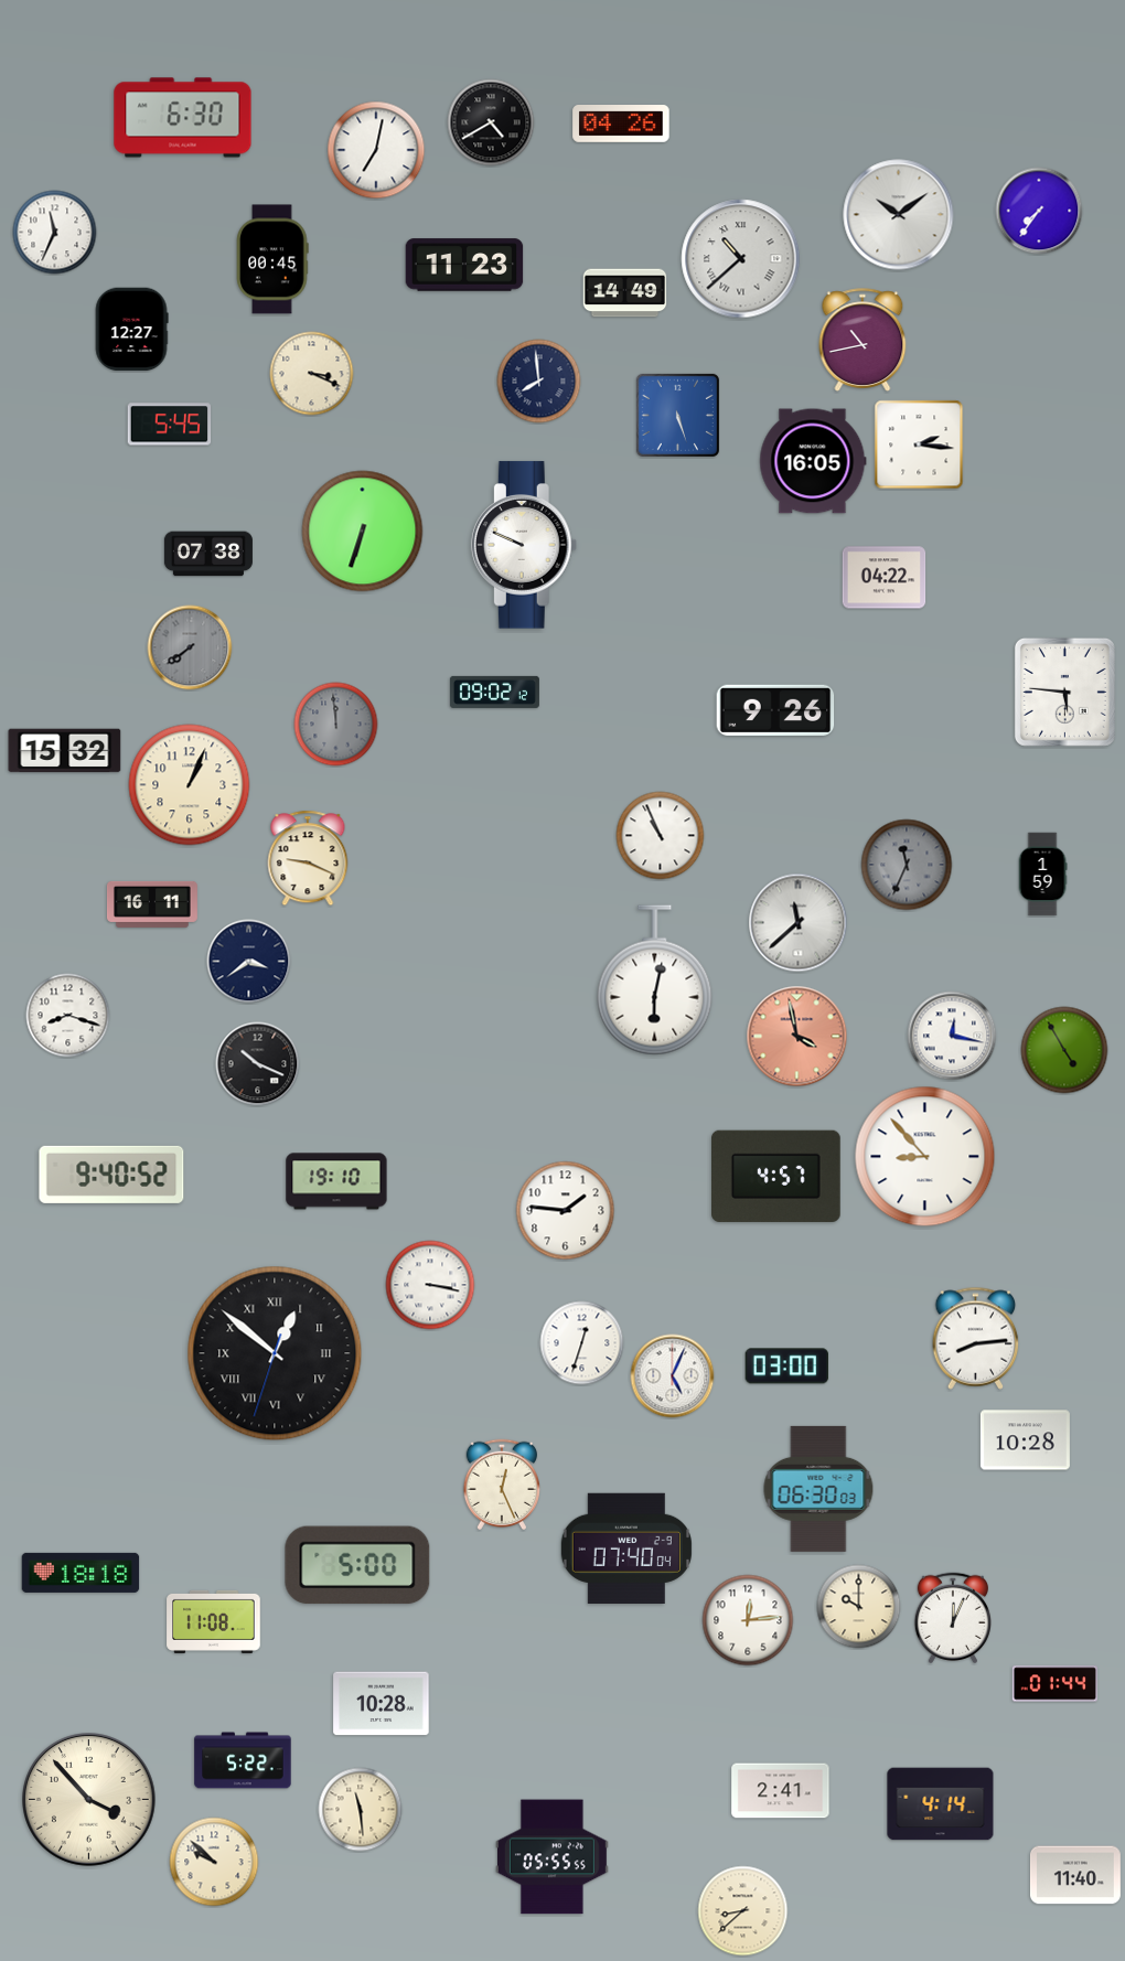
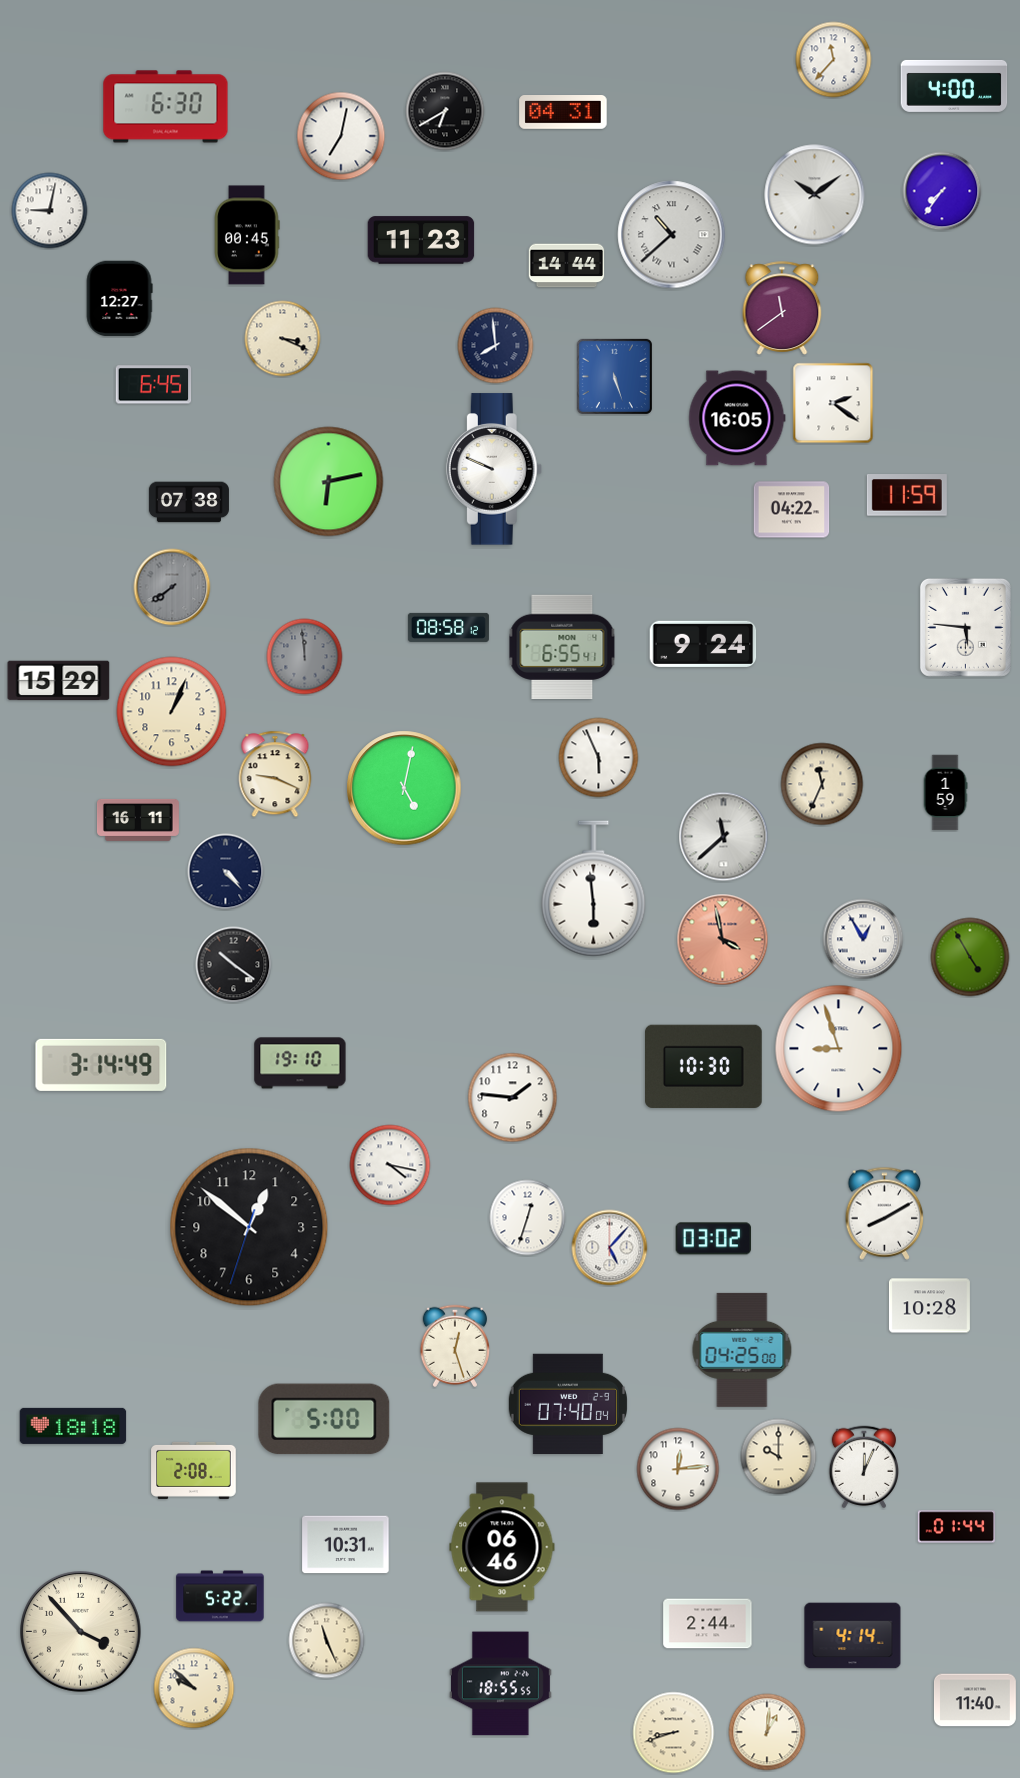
clock at (834, 60): none -> 11:37
clock at (954, 86): none -> 4:00
clock at (491, 122): 4:40 -> 6:40
clock at (621, 125): 04:26 -> 04:31
clock at (55, 233): 11:34 -> 9:02
clock at (625, 293): 14:49 -> 14:44
clock at (863, 340): 10:43 -> 11:39
clock at (539, 382) position: (539, 382) -> (496, 346)
clock at (170, 425): 5:45 -> 6:45
clock at (919, 444): 2:16 -> 2:21
clock at (363, 532): 6:33 -> 6:13
clock at (524, 545) position: (524, 545) -> (494, 469)
clock at (907, 495): none -> 11:59
clock at (885, 578) position: (885, 578) -> (792, 510)
clock at (494, 692): 09:02 -> 08:58
clock at (775, 709): 9:26 -> 9:24
clock at (562, 646): none -> 6:55
clock at (65, 751): 15:32 -> 15:29
clock at (661, 836): 10:56 -> 5:56
clock at (308, 858) position: (308, 858) -> (275, 774)
clock at (907, 865) dial: grey -> cream
clock at (404, 788): none -> 5:02
clock at (249, 962): 3:39 -> 4:23
clock at (655, 980): 6:02 -> 5:59
clock at (68, 1016): 8:18 -> none
clock at (952, 1036): 12:17 -> 12:55
clock at (1064, 1050) position: (1064, 1050) -> (970, 957)
clock at (258, 1064): 10:19 -> 10:21
clock at (925, 1157): 8:53 -> 8:57
clock at (111, 1175): 9:40 -> 3:14
clock at (776, 1176): 4:57 -> 10:30
clock at (336, 1181) position: (336, 1181) -> (300, 1063)
clock at (430, 1285): 3:17 -> 4:17
clock at (976, 1338): 8:14 -> 8:10
clock at (275, 1353) numerals: Roman -> Arabic
clock at (787, 1367): 03:00 -> 03:02
clock at (673, 1376): 5:04 -> 5:07
clock at (501, 1483): 12:26 -> 12:27
clock at (818, 1489): 06:30 -> 04:25
clock at (214, 1621): 11:08 -> 2:08
clock at (382, 1704): 10:28 -> 10:31
clock at (502, 1547): none -> 06:46
clock at (781, 1791): 2:41 -> 2:44
clock at (361, 1810): 11:29 -> 11:26
clock at (551, 1857): 05:55 -> 18:55
clock at (767, 1732): none -> 1:01
clock at (743, 1911): 8:38 -> 8:42
